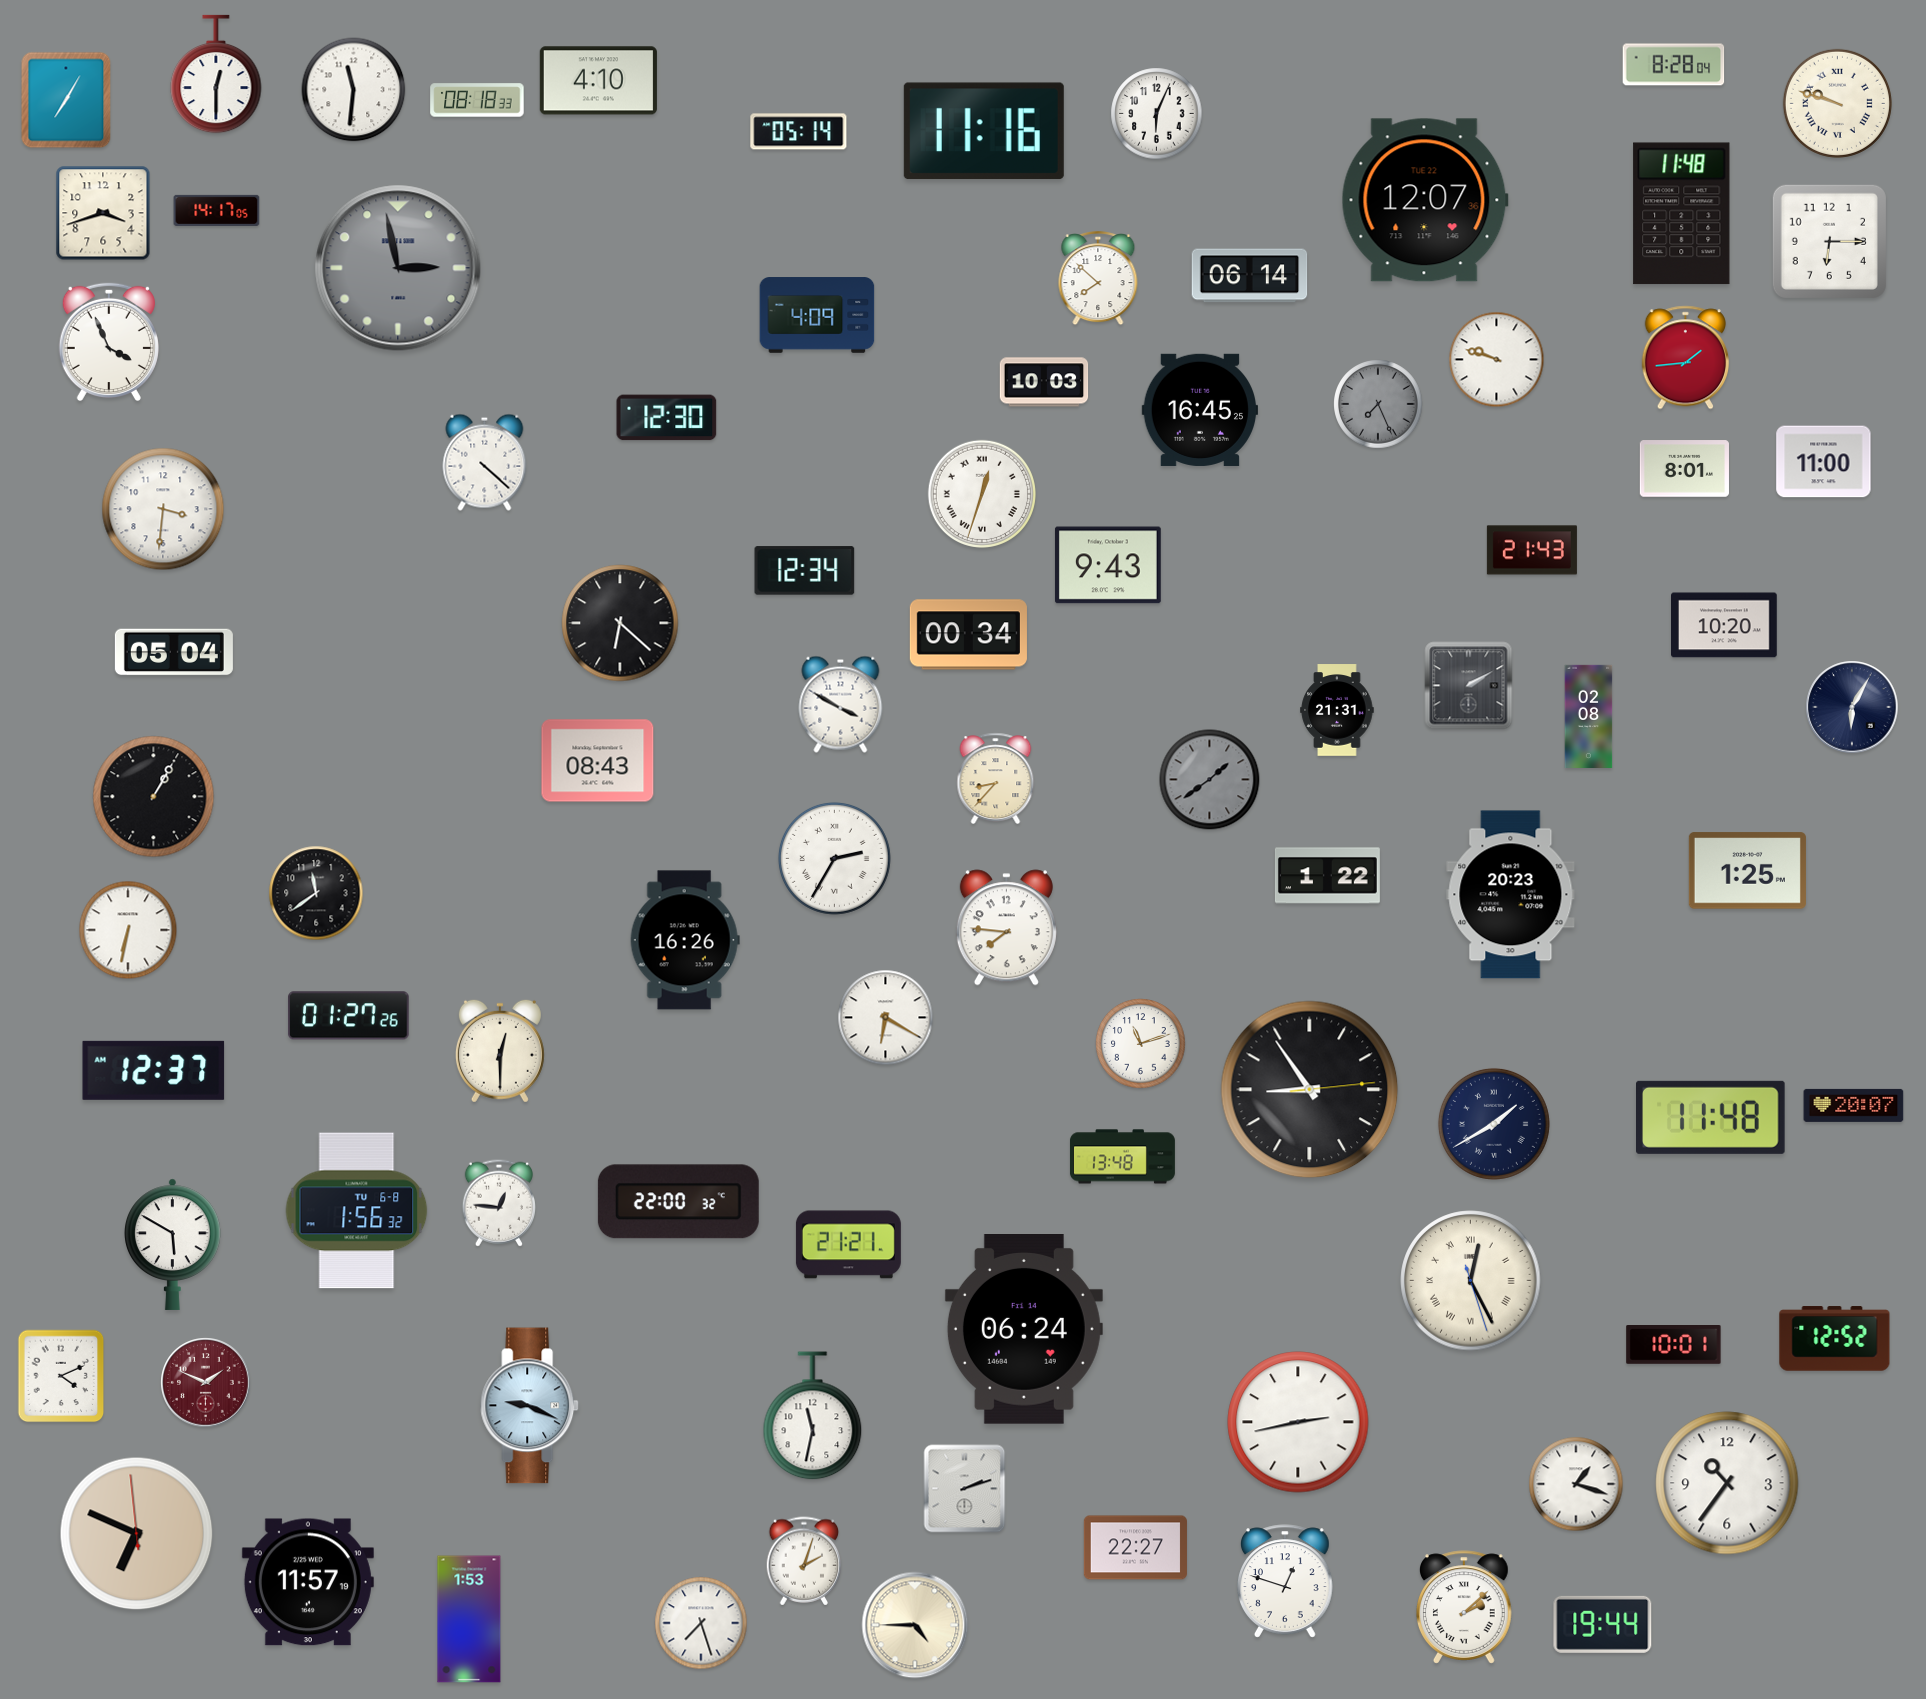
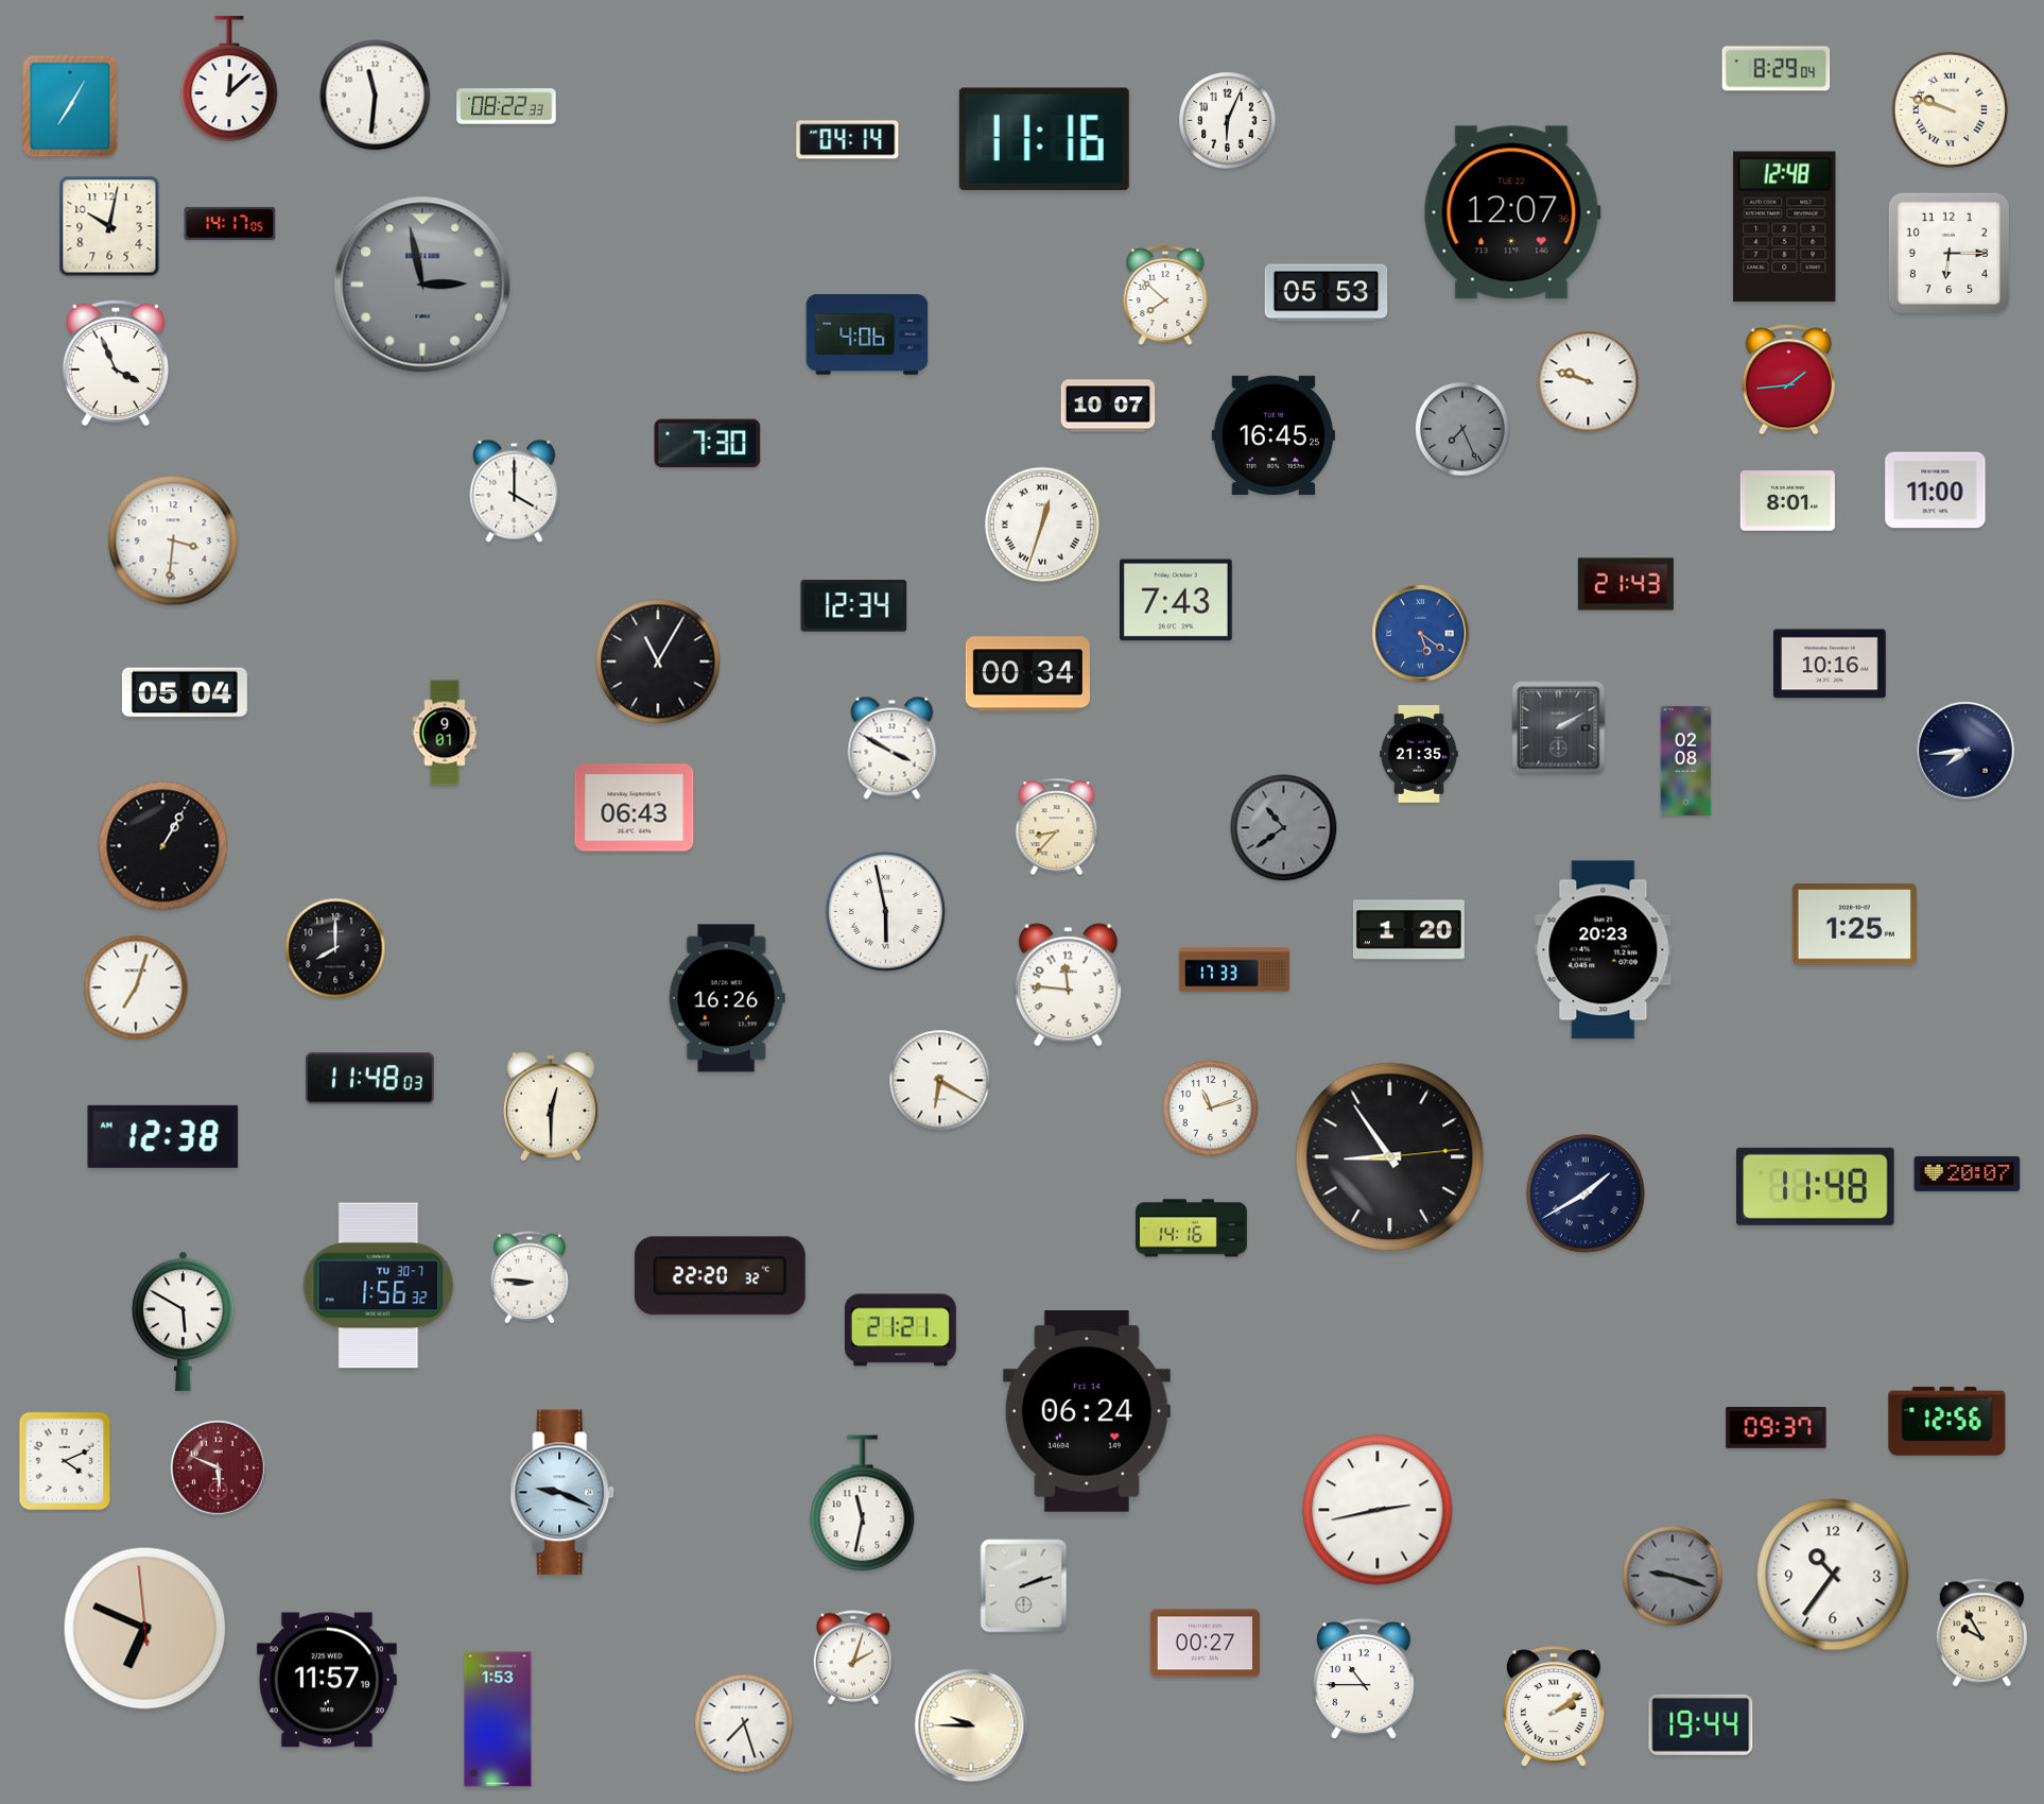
clock at (1674, 65): 8:28 -> 8:29
clock at (216, 74): 12:30 -> 12:08
clock at (598, 81): 4:10 -> none
clock at (477, 100): 08:18 -> 08:22
clock at (799, 132): 05:14 -> 04:14
clock at (103, 213): 3:42 -> 10:02
clock at (1682, 214): 11:48 -> 12:48
clock at (1829, 241) position: (1829, 241) -> (1948, 253)
clock at (1250, 276): 06:14 -> 05:53
clock at (817, 315): 4:09 -> 4:06
clock at (1044, 382): 10:03 -> 10:07
clock at (667, 418): 12:30 -> 7:30
clock at (485, 462): 4:22 -> 4:00
clock at (1684, 469) position: (1684, 469) -> (1787, 501)
clock at (1108, 565): 9:43 -> 7:43
clock at (1421, 634): none -> 5:21
clock at (620, 623): 6:22 -> 11:05
clock at (1725, 625): 10:20 -> 10:16
clock at (445, 733): none -> 9:01
clock at (1852, 707): 6:05 -> 7:44
clock at (1337, 710): 21:31 -> 21:35
clock at (598, 761): 08:43 -> 06:43
clock at (1210, 780): 1:39 -> 10:39
clock at (834, 858): 2:35 -> 5:58
clock at (1327, 876): 1:22 -> 1:20
clock at (316, 893): 11:39 -> 8:00
clock at (1234, 969): none -> 17:33
clock at (1006, 928): 7:46 -> 11:46
clock at (128, 930): 6:32 -> 7:03
clock at (349, 1016): 01:27 -> 11:48
clock at (500, 1051) position: (500, 1051) -> (551, 1106)
clock at (154, 1070): 12:37 -> 12:38
clock at (1122, 1157): 13:48 -> 14:16
clock at (678, 1202): 22:00 -> 22:20
clock at (499, 1203): 12:46 -> 8:46
clock at (357, 1211) date: TU 6-8 -> TU 30-7
clock at (848, 1245) position: (848, 1245) -> (900, 1330)
clock at (1471, 1281): 12:25 -> none
clock at (1835, 1339): 12:52 -> 12:56
clock at (1674, 1345): 10:01 -> 09:37
clock at (206, 1383): 1:49 -> 5:49
clock at (1576, 1484): 1:18 -> 9:18
clock at (1576, 1484) dial: white -> grey
clock at (965, 1489) position: (965, 1489) -> (1024, 1586)
clock at (1981, 1633): none -> 9:55
clock at (1135, 1548): 22:27 -> 00:27
clock at (1286, 1581): 12:48 -> 10:45
clock at (1465, 1607): 2:08 -> 2:09
clock at (915, 1625): 4:45 -> 9:45
